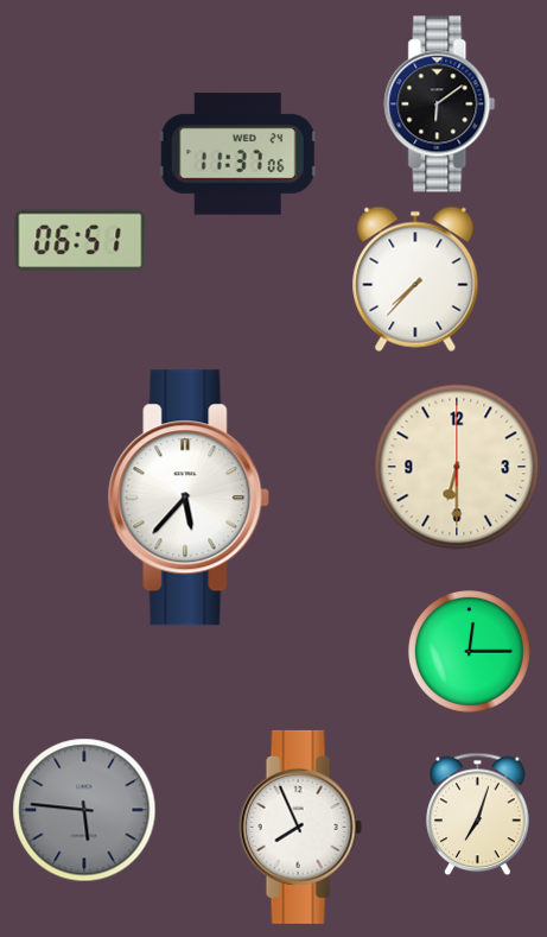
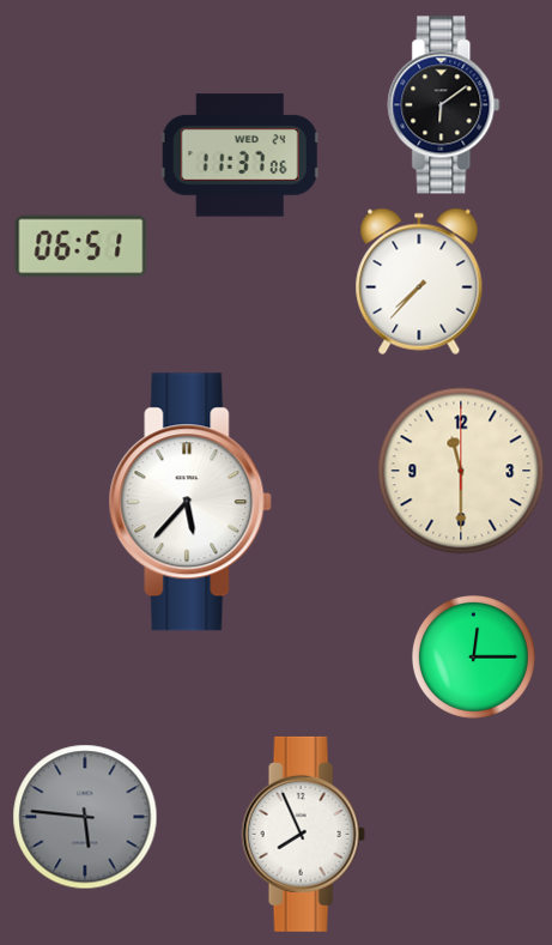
clock at (81, 241) position: (81, 241) -> (81, 247)
clock at (457, 467): 6:30 -> 11:30
clock at (478, 815): 7:03 -> none
